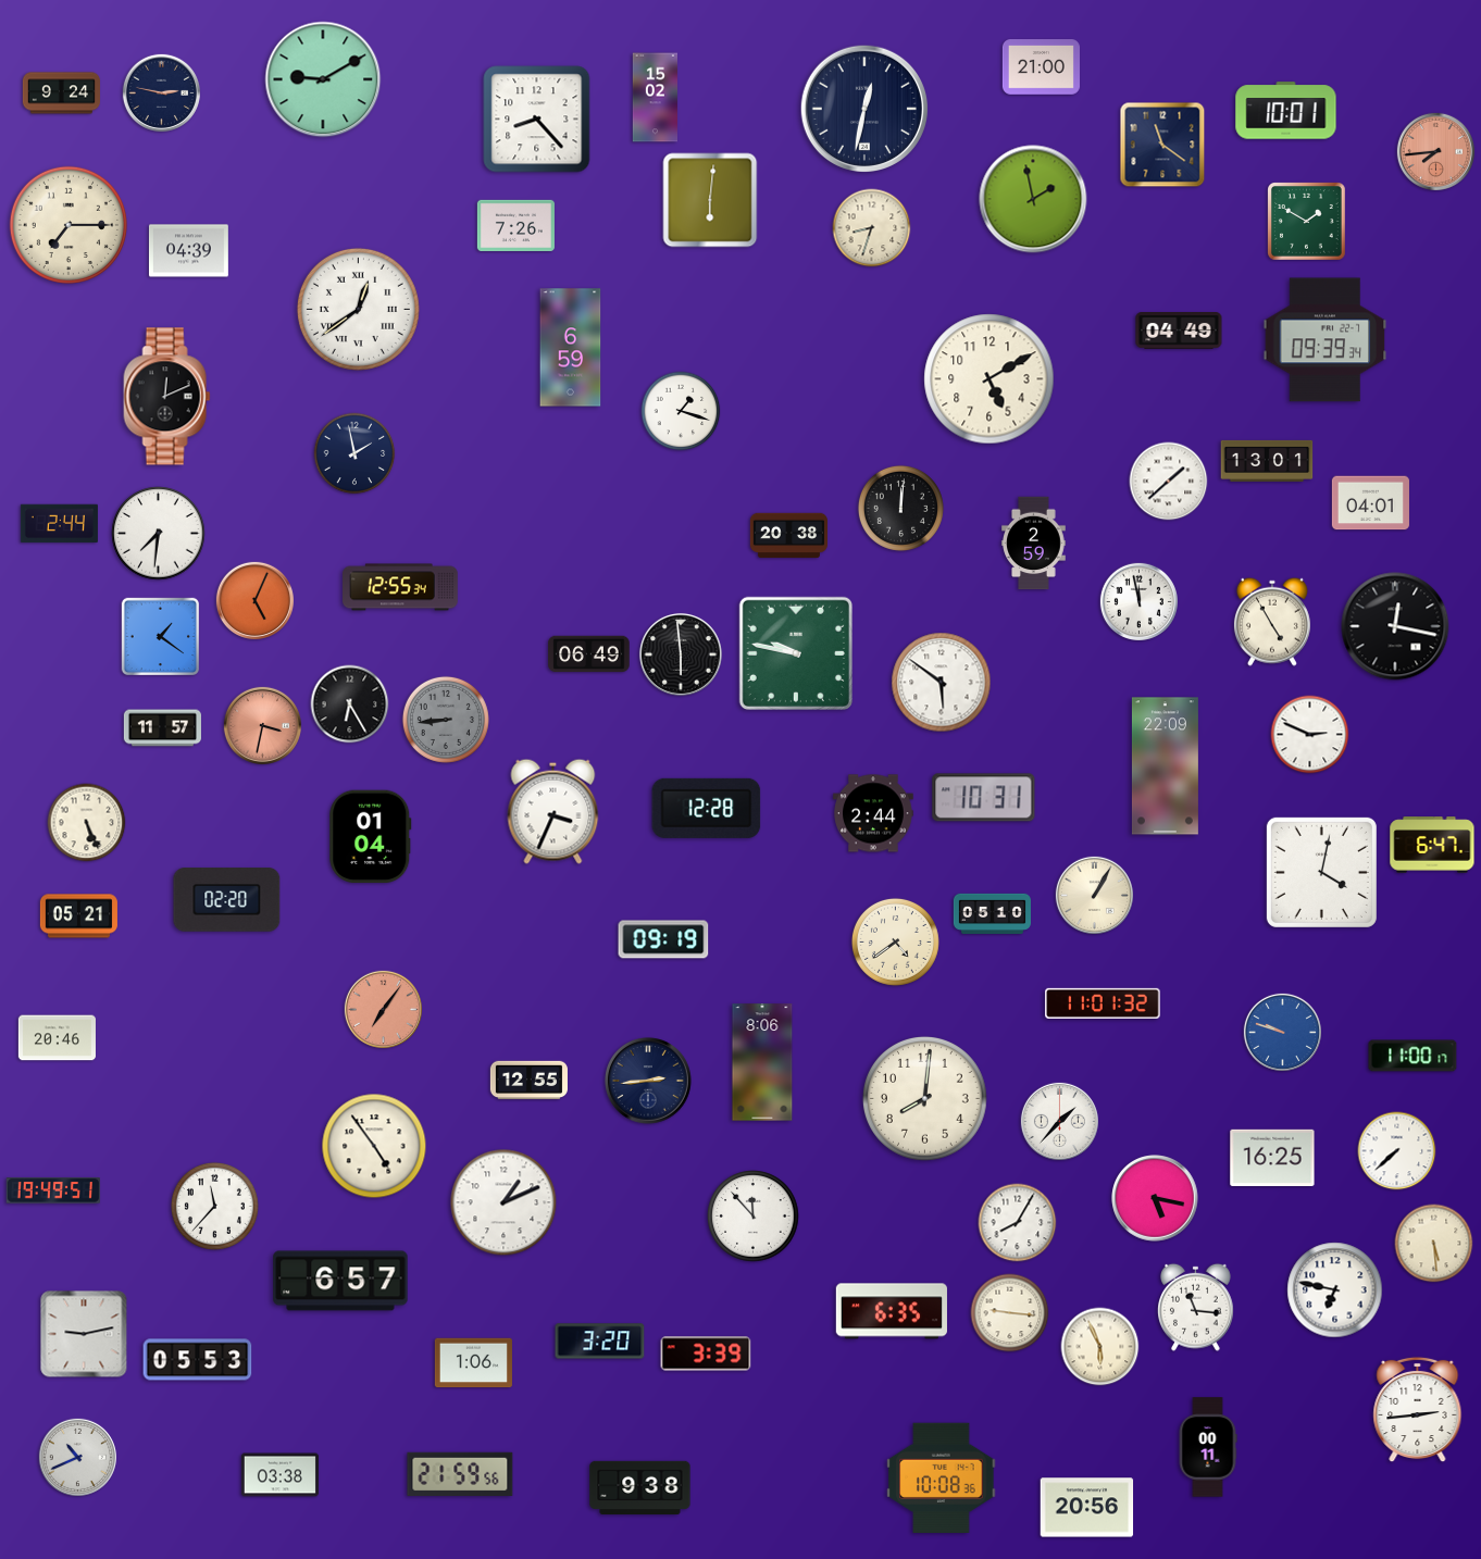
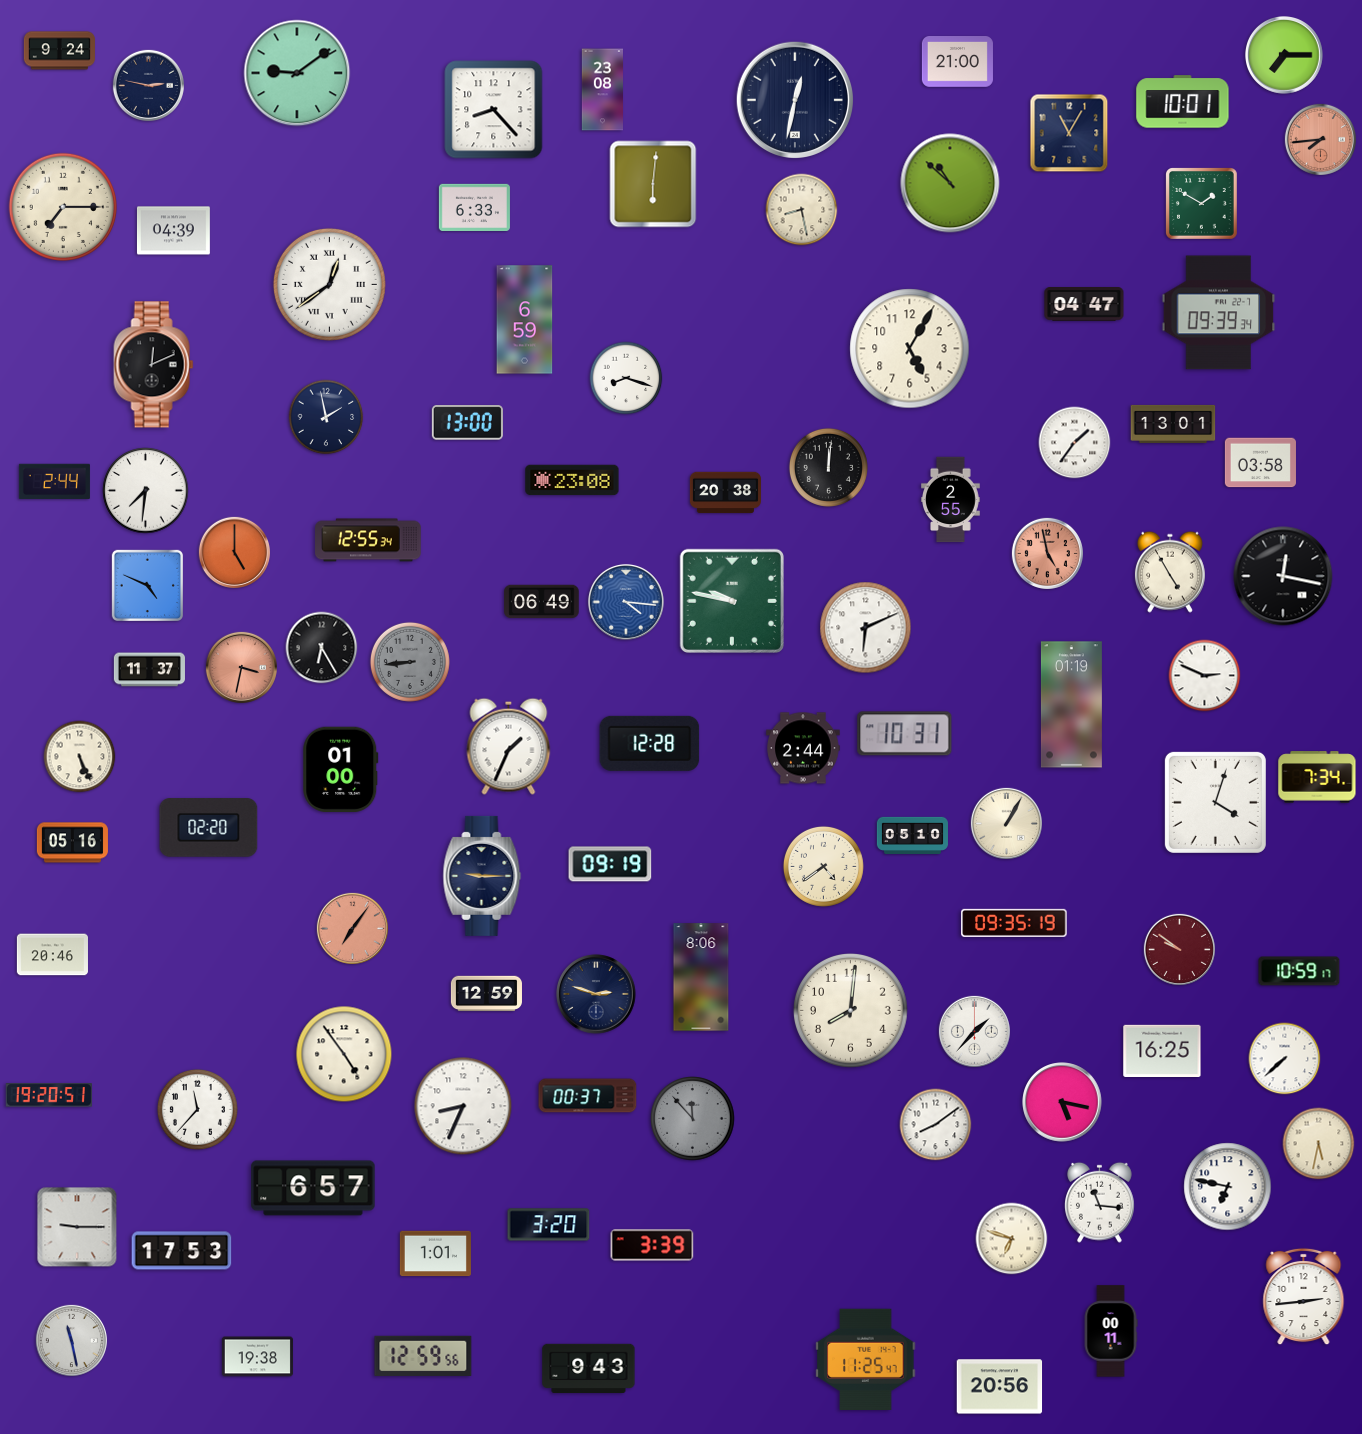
clock at (1285, 56): none -> 7:15
clock at (323, 79): 9:10 -> 9:09
clock at (61, 93) position: (61, 93) -> (59, 51)
clock at (655, 98): 15:02 -> 23:08
clock at (1162, 145): 11:21 -> 11:05
clock at (1033, 199): 1:58 -> 10:52
clock at (515, 225): 7:26 -> 6:33
clock at (872, 228): 8:33 -> 8:28
clock at (1179, 330): 04:49 -> 04:47
clock at (990, 379): 5:10 -> 5:05
clock at (681, 411): 1:18 -> 8:18
clock at (467, 423): none -> 13:00
clock at (1267, 461) position: (1267, 461) -> (1173, 424)
clock at (1169, 482): 1:38 -> 1:36
clock at (1370, 503): 04:01 -> 03:58
clock at (572, 480): none -> 23:08
clock at (1034, 544): 2:59 -> 2:55
clock at (254, 600): 5:04 -> 5:00
clock at (1138, 601): 11:58 -> 4:58
clock at (1138, 601) dial: white -> salmon
clock at (160, 636): 1:21 -> 4:49
clock at (681, 654): 5:59 -> 4:16
clock at (681, 654) dial: black -> blue
clock at (942, 683): 5:51 -> 6:11
clock at (162, 728): 11:57 -> 11:37
clock at (1165, 766): 22:09 -> 01:19
clock at (553, 811): 3:34 -> 1:34
clock at (371, 837): 01:04 -> 01:00
clock at (1432, 845): 6:47 -> 7:34
clock at (1321, 872): 4:02 -> 4:03
clock at (992, 913) position: (992, 913) -> (912, 835)
clock at (78, 916): 05:21 -> 05:16
clock at (482, 876): none -> 9:15
clock at (1103, 1003): 11:01 -> 09:35
clock at (1282, 1032): 9:48 -> 9:51
clock at (1282, 1032) dial: blue -> burgundy
clock at (1412, 1056): 11:00 -> 10:59
clock at (528, 1081): 12:55 -> 12:59
clock at (648, 1081): 2:44 -> 2:48
clock at (1272, 1157) position: (1272, 1157) -> (1162, 1050)
clock at (53, 1190): 19:49 -> 19:20
clock at (588, 1096): none -> 00:37
clock at (503, 1202): 1:11 -> 8:34
clock at (754, 1217) dial: white -> grey
clock at (1018, 1223): 8:05 -> 8:09
clock at (1434, 1244): 5:29 -> 5:32
clock at (340, 1281) position: (340, 1281) -> (313, 1188)
clock at (892, 1311): 6:35 -> none
clock at (1010, 1313): 9:16 -> none
clock at (84, 1334): 9:13 -> 9:15
clock at (600, 1342) position: (600, 1342) -> (549, 1225)
clock at (1100, 1347): 5:56 -> 6:48
clock at (706, 1354) position: (706, 1354) -> (652, 1245)
clock at (198, 1360): 05:53 -> 17:53
clock at (473, 1363): 1:06 -> 1:01
clock at (77, 1457): 10:41 -> 11:28
clock at (460, 1474): 21:59 -> 12:59
clock at (279, 1475): 03:38 -> 19:38
clock at (942, 1479): 10:08 -> 11:25
clock at (640, 1487): 9:38 -> 9:43
